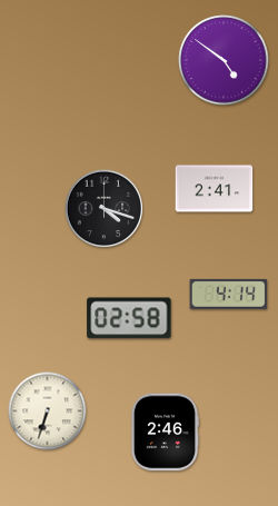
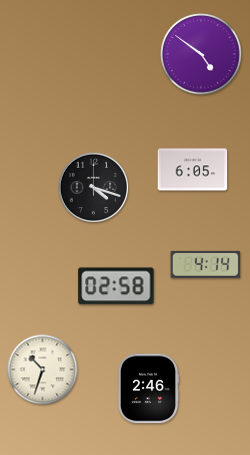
clock at (215, 189): 2:41 -> 6:05
clock at (48, 411): 6:33 -> 10:33
